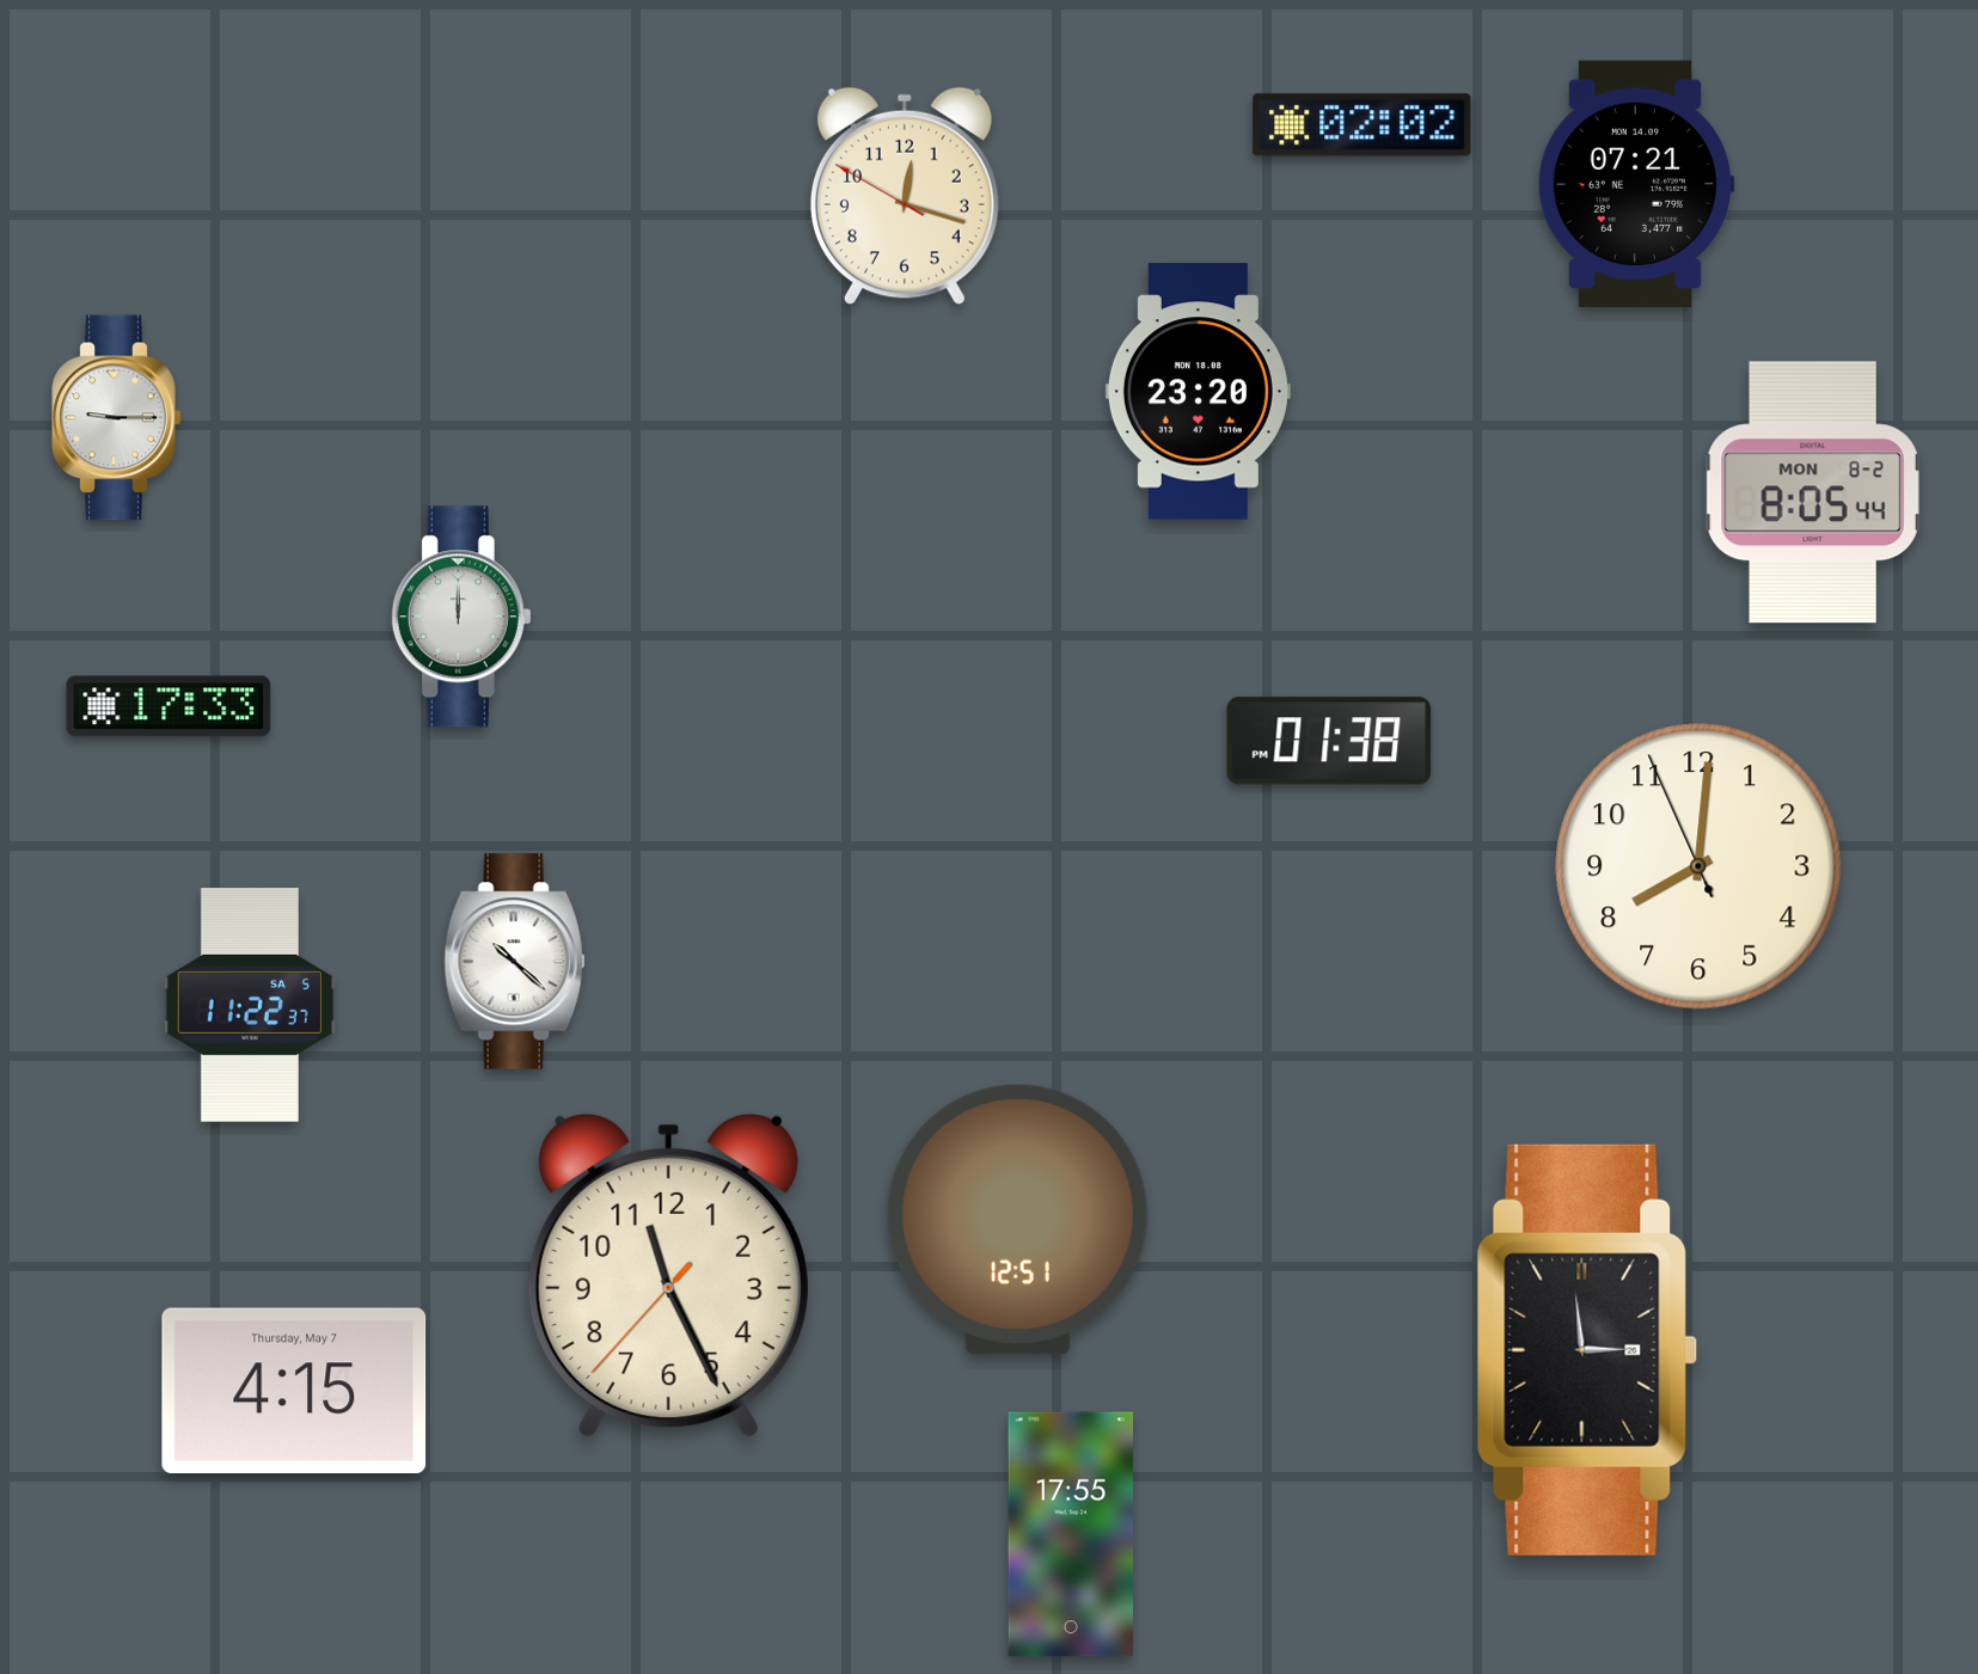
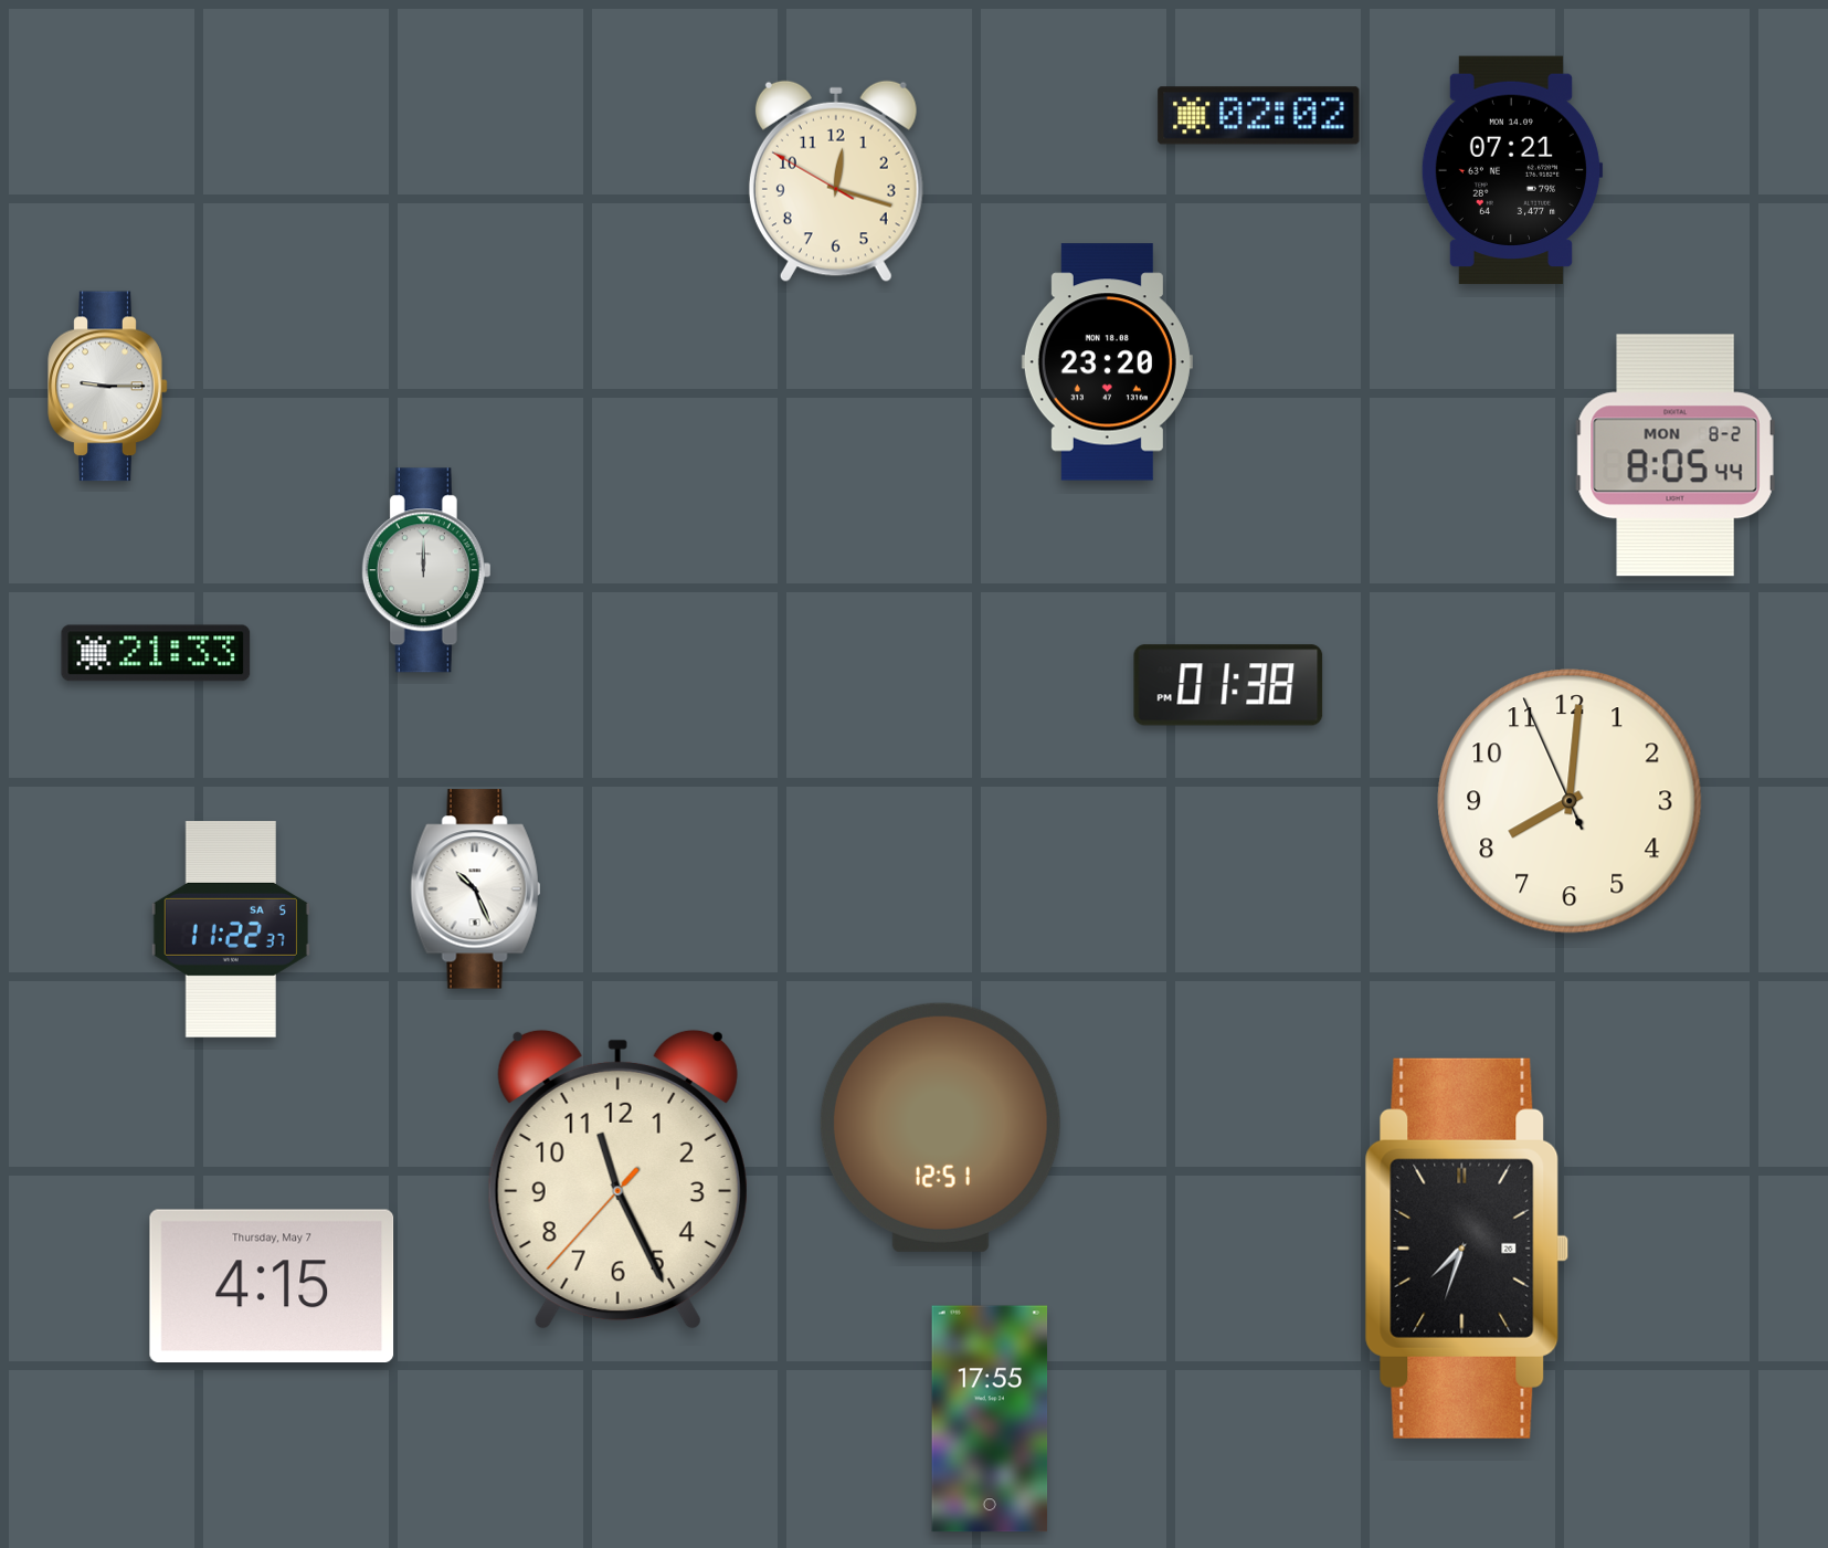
clock at (169, 706): 17:33 -> 21:33
clock at (515, 962): 10:22 -> 10:26
clock at (1587, 1350): 2:59 -> 7:33
